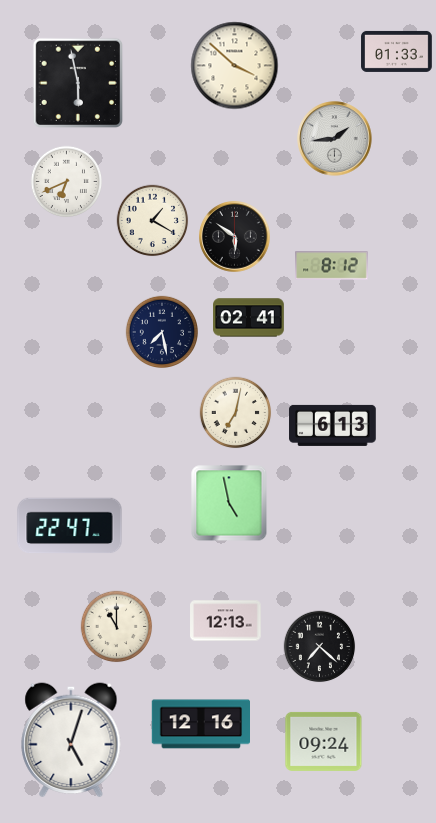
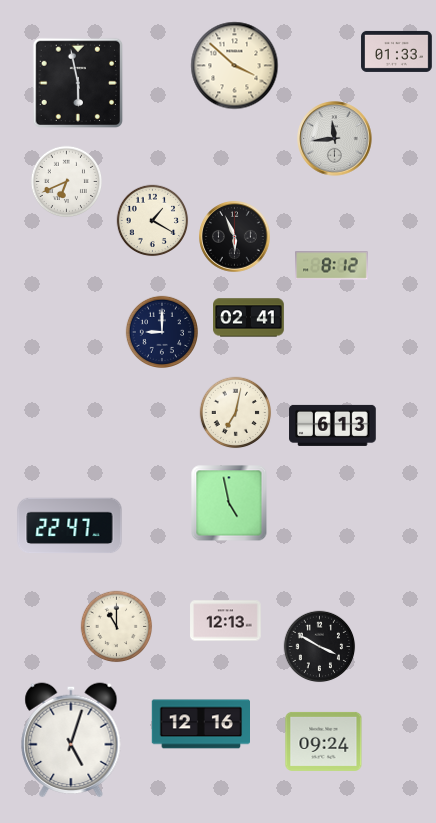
clock at (335, 139): 1:44 -> 11:44
clock at (235, 237): 5:51 -> 5:56
clock at (161, 331): 7:28 -> 9:00
clock at (320, 647): 7:22 -> 3:50
